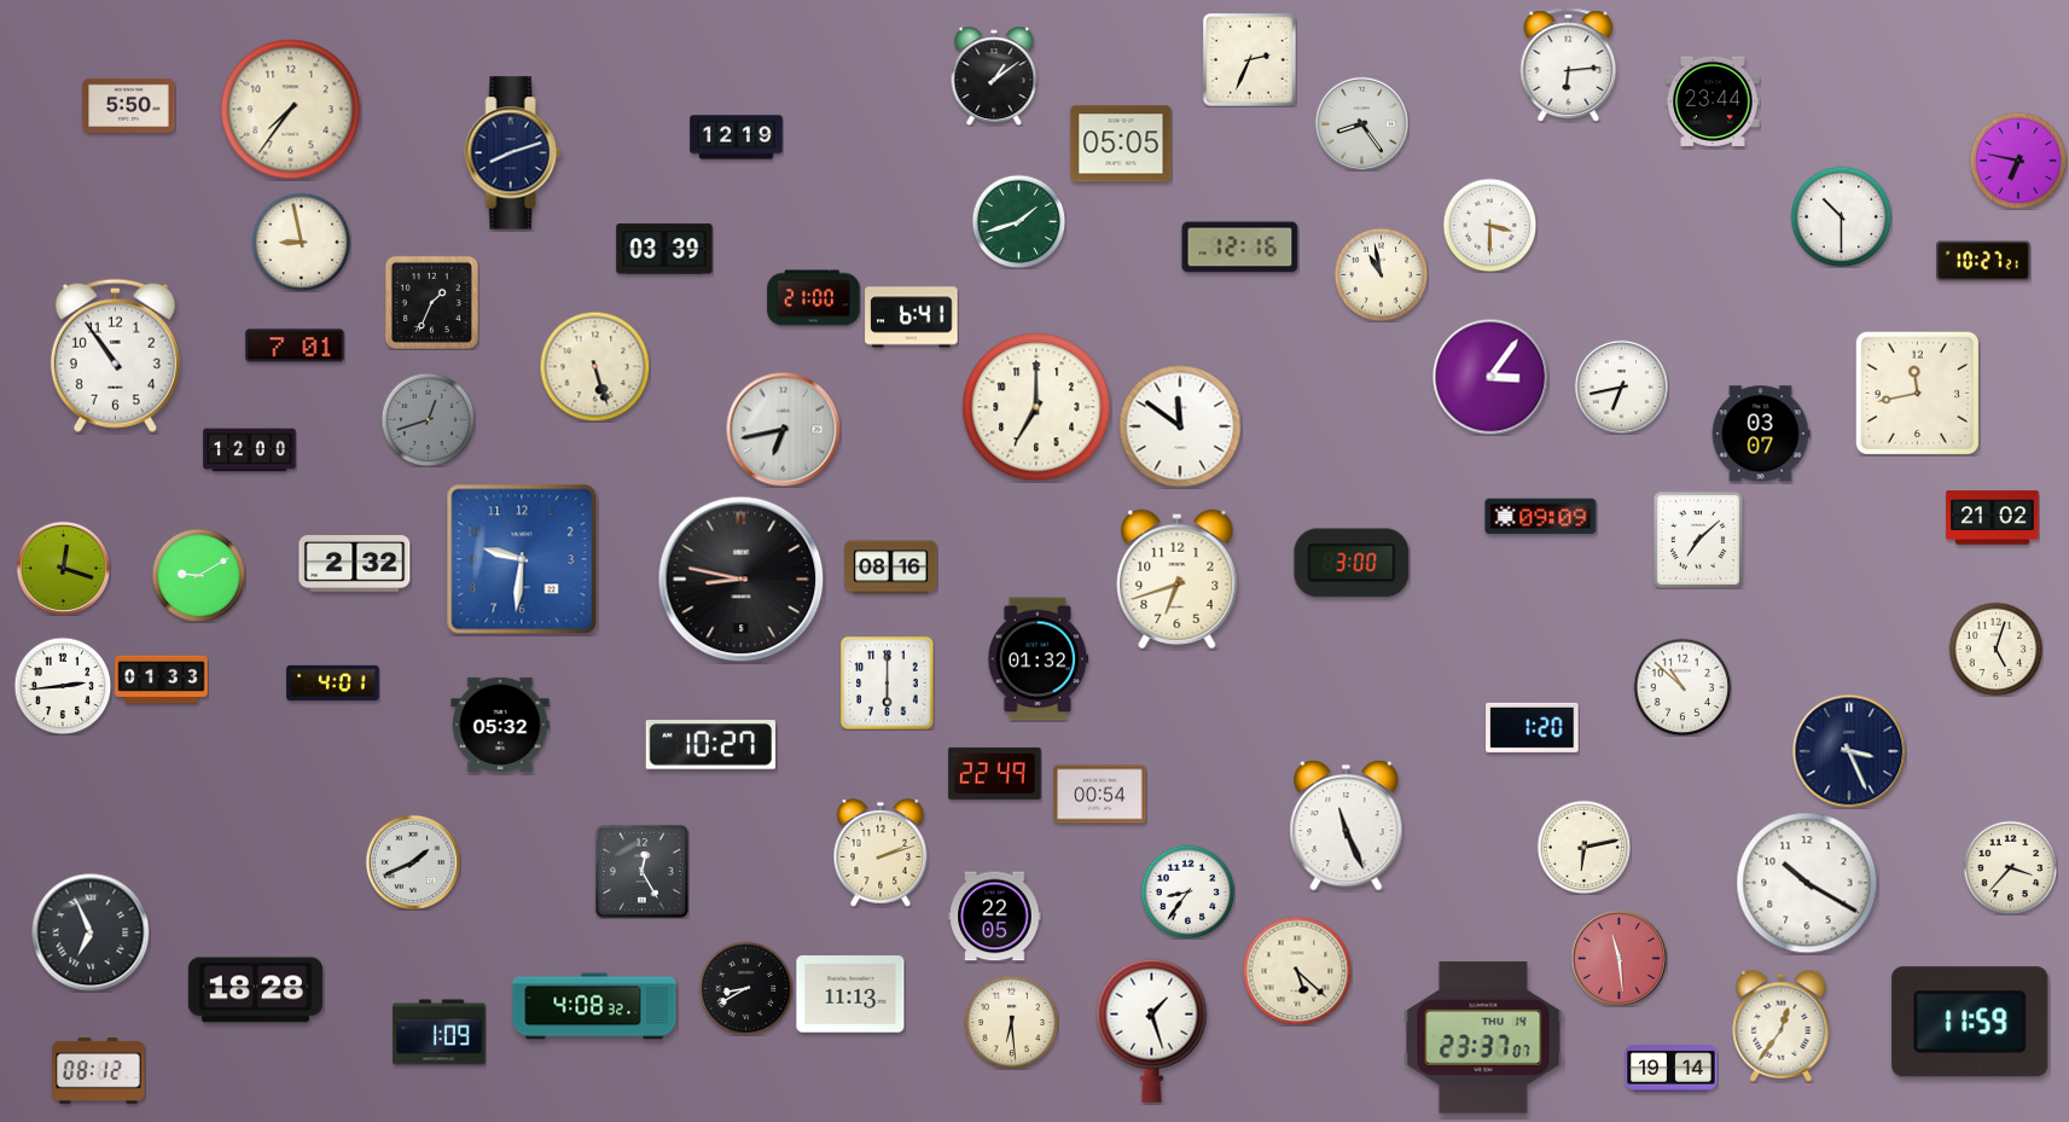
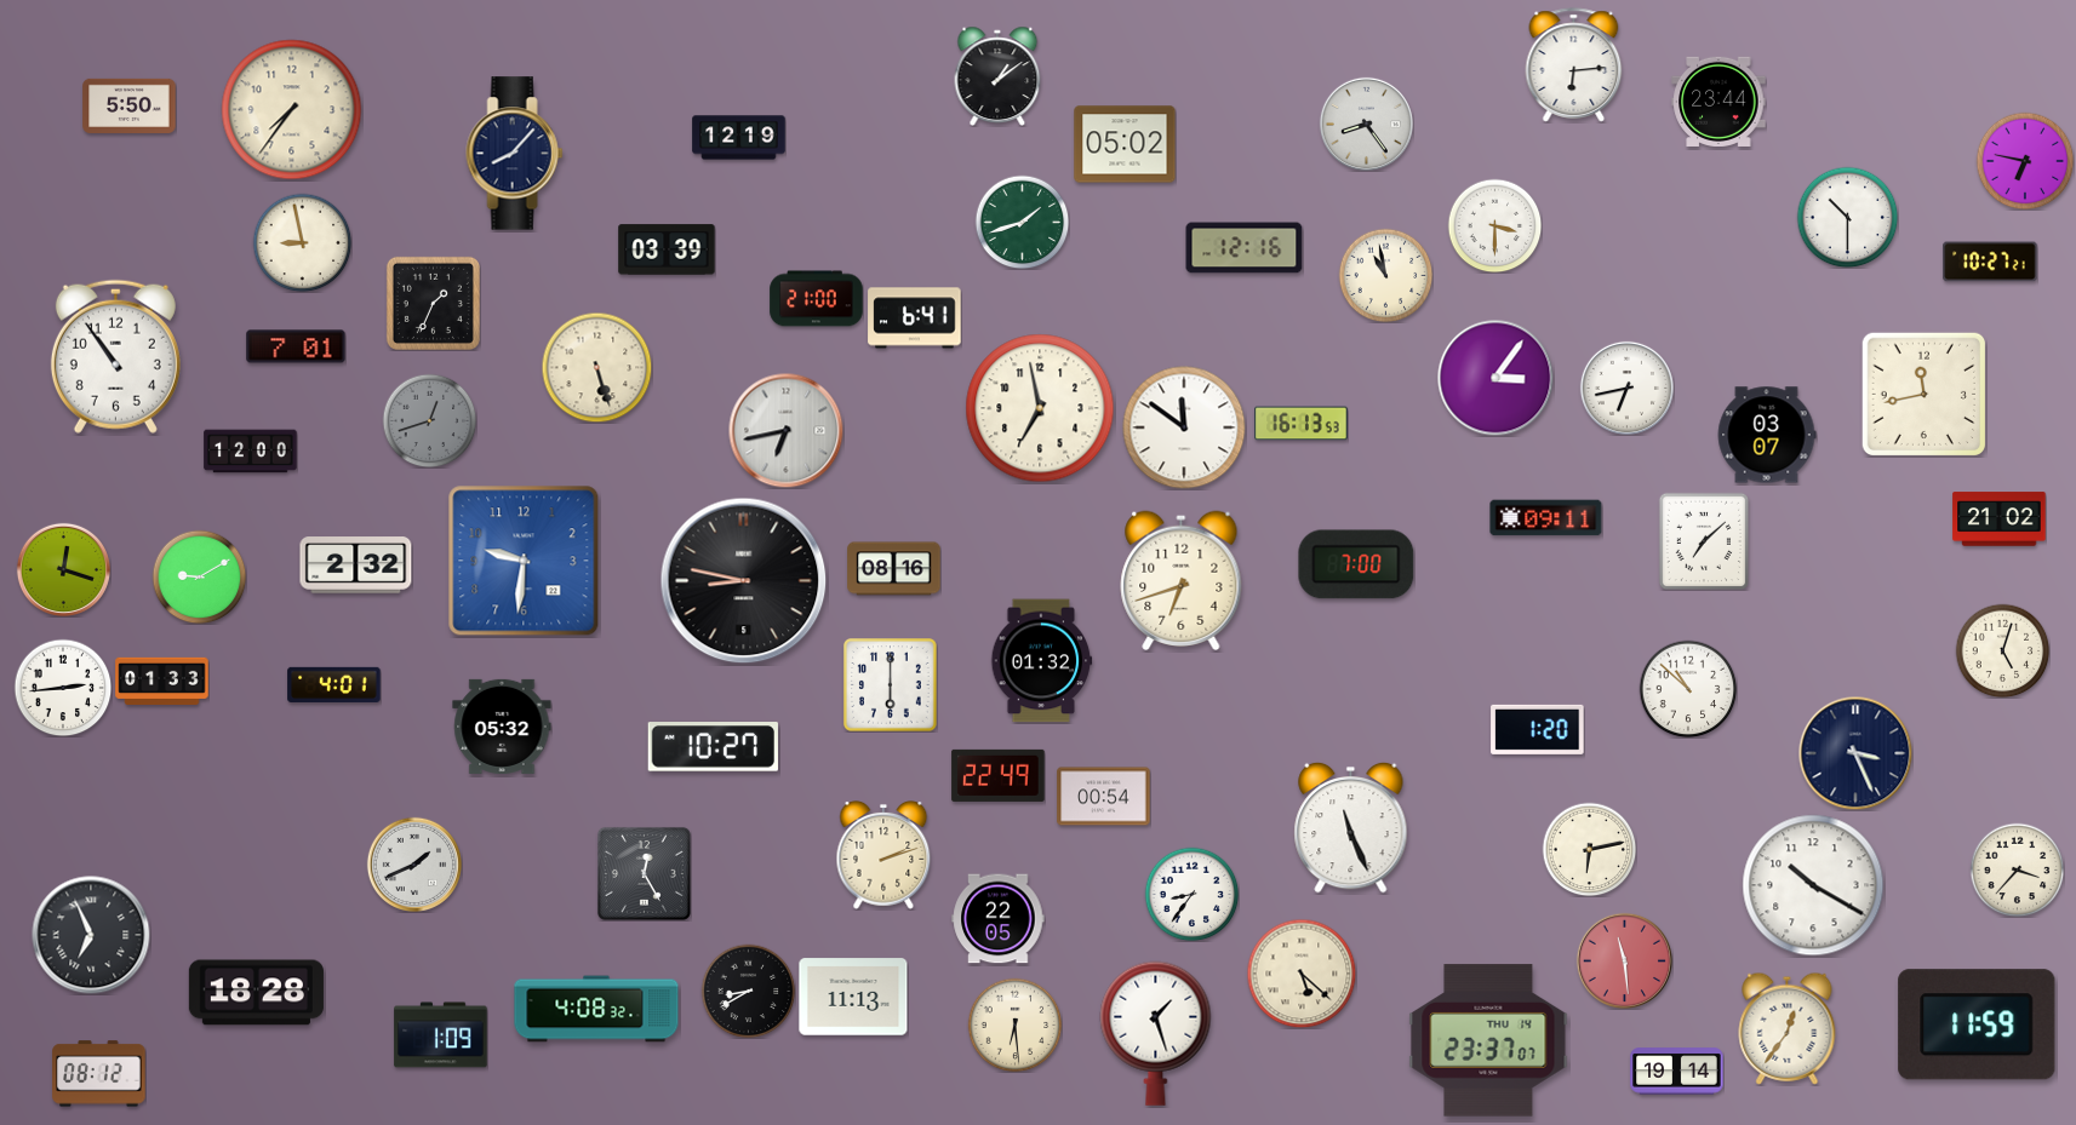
clock at (1250, 60): 2:34 -> none
clock at (1121, 144): 05:05 -> 05:02
clock at (513, 153): 8:12 -> 8:07
clock at (1036, 407): 7:00 -> 6:58
clock at (1302, 424): none -> 16:13
clock at (1541, 517): 09:09 -> 09:11
clock at (1352, 563): 3:00 -> 7:00
